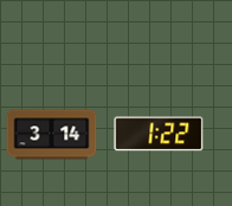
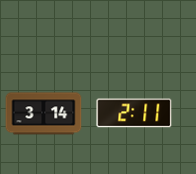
clock at (159, 134): 1:22 -> 2:11
